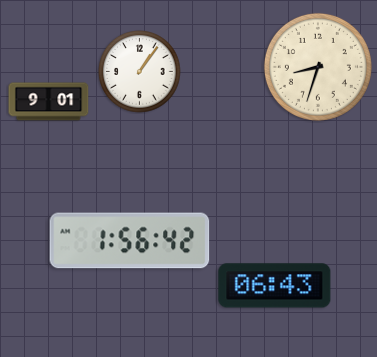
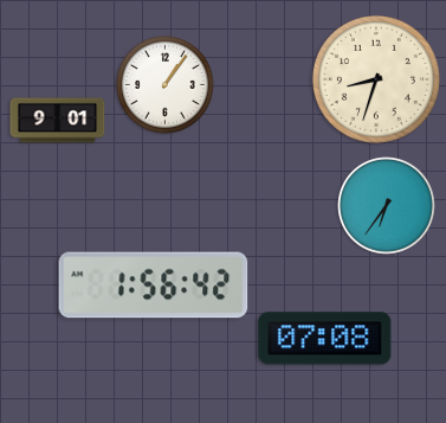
clock at (387, 206): none -> 6:36
clock at (275, 286): 06:43 -> 07:08
